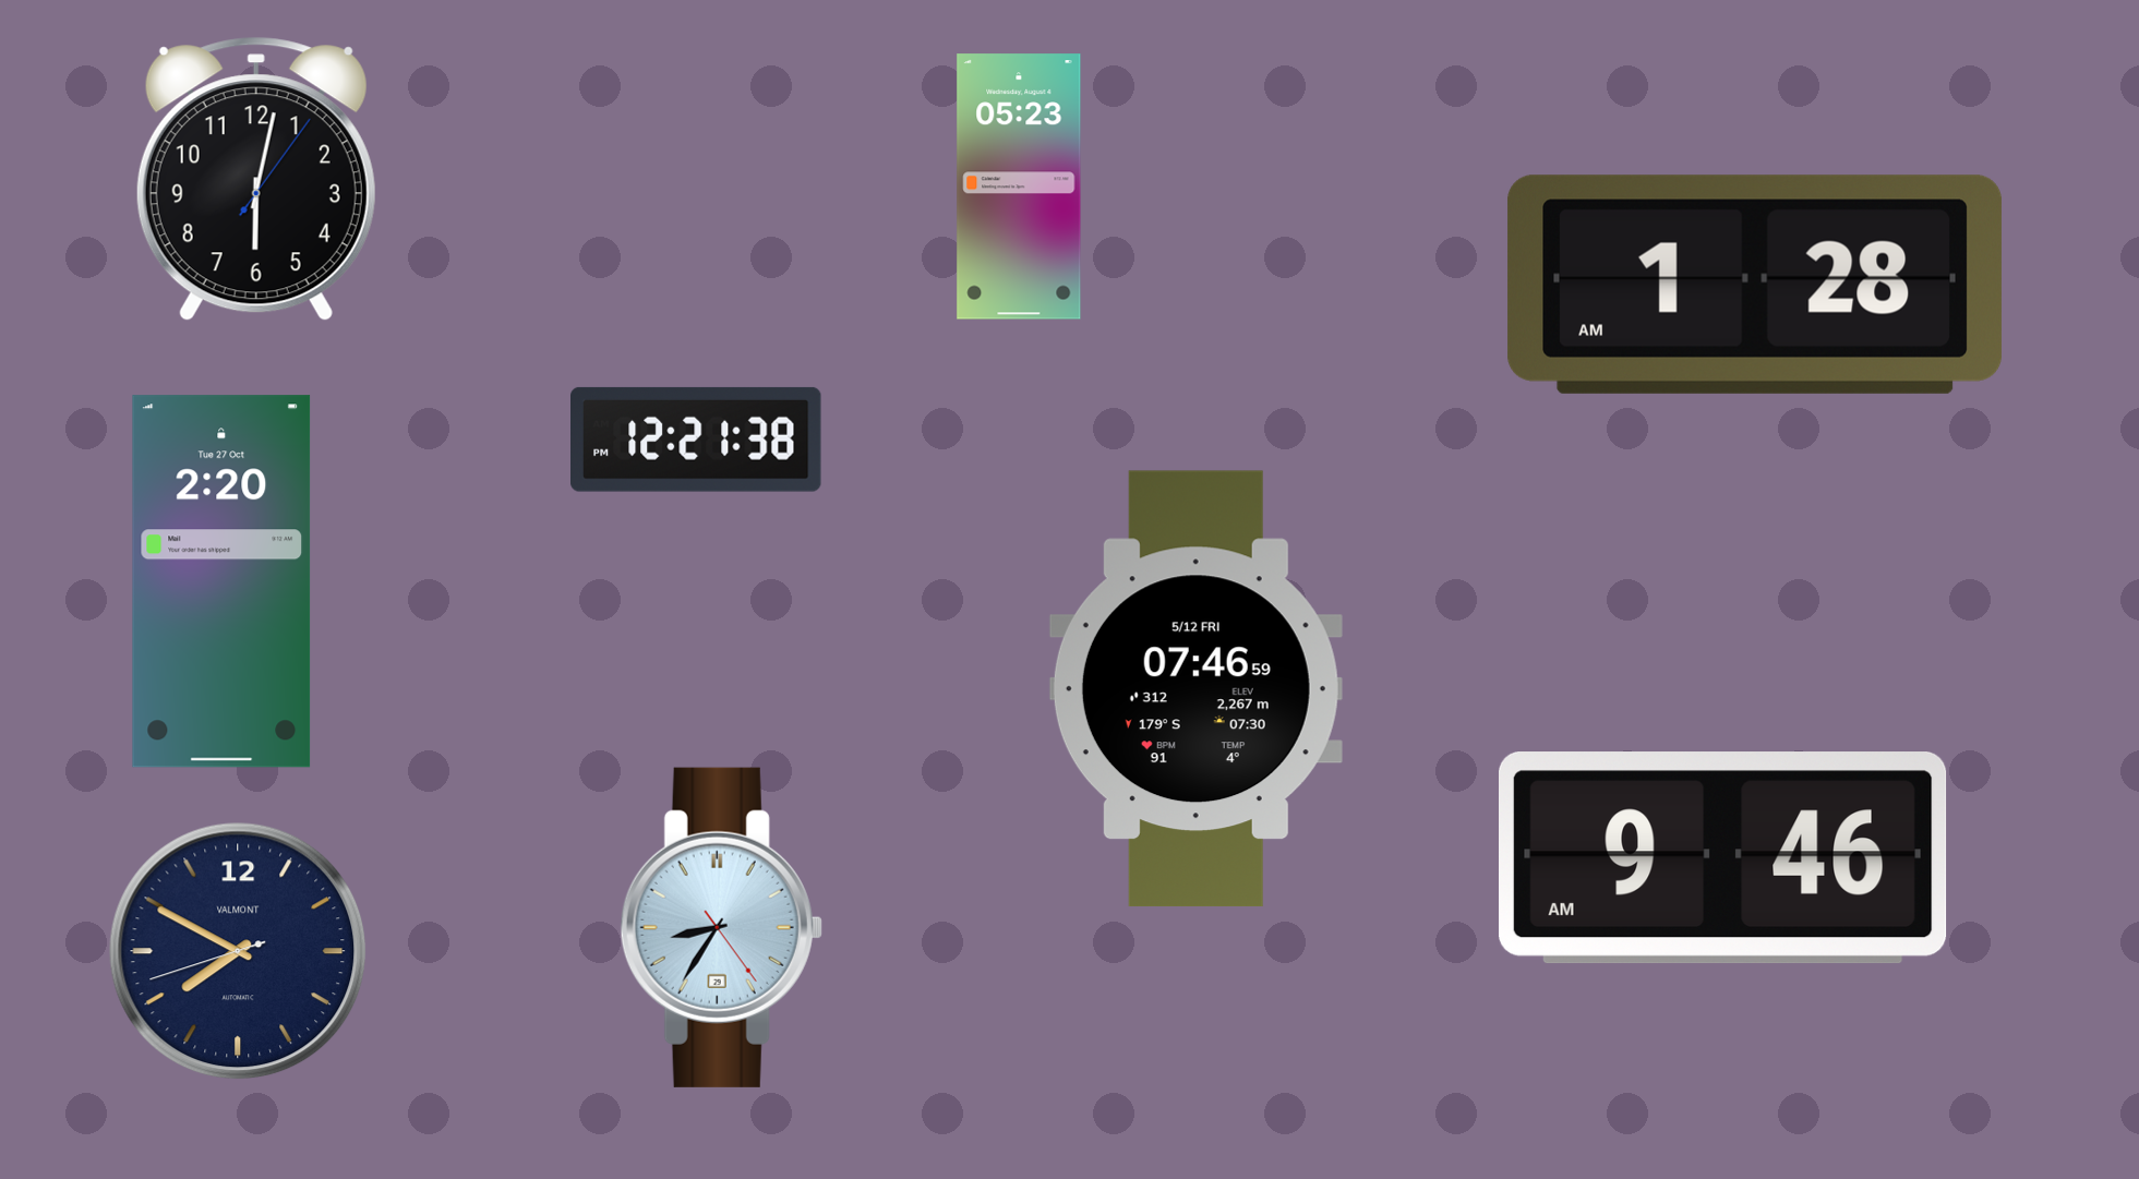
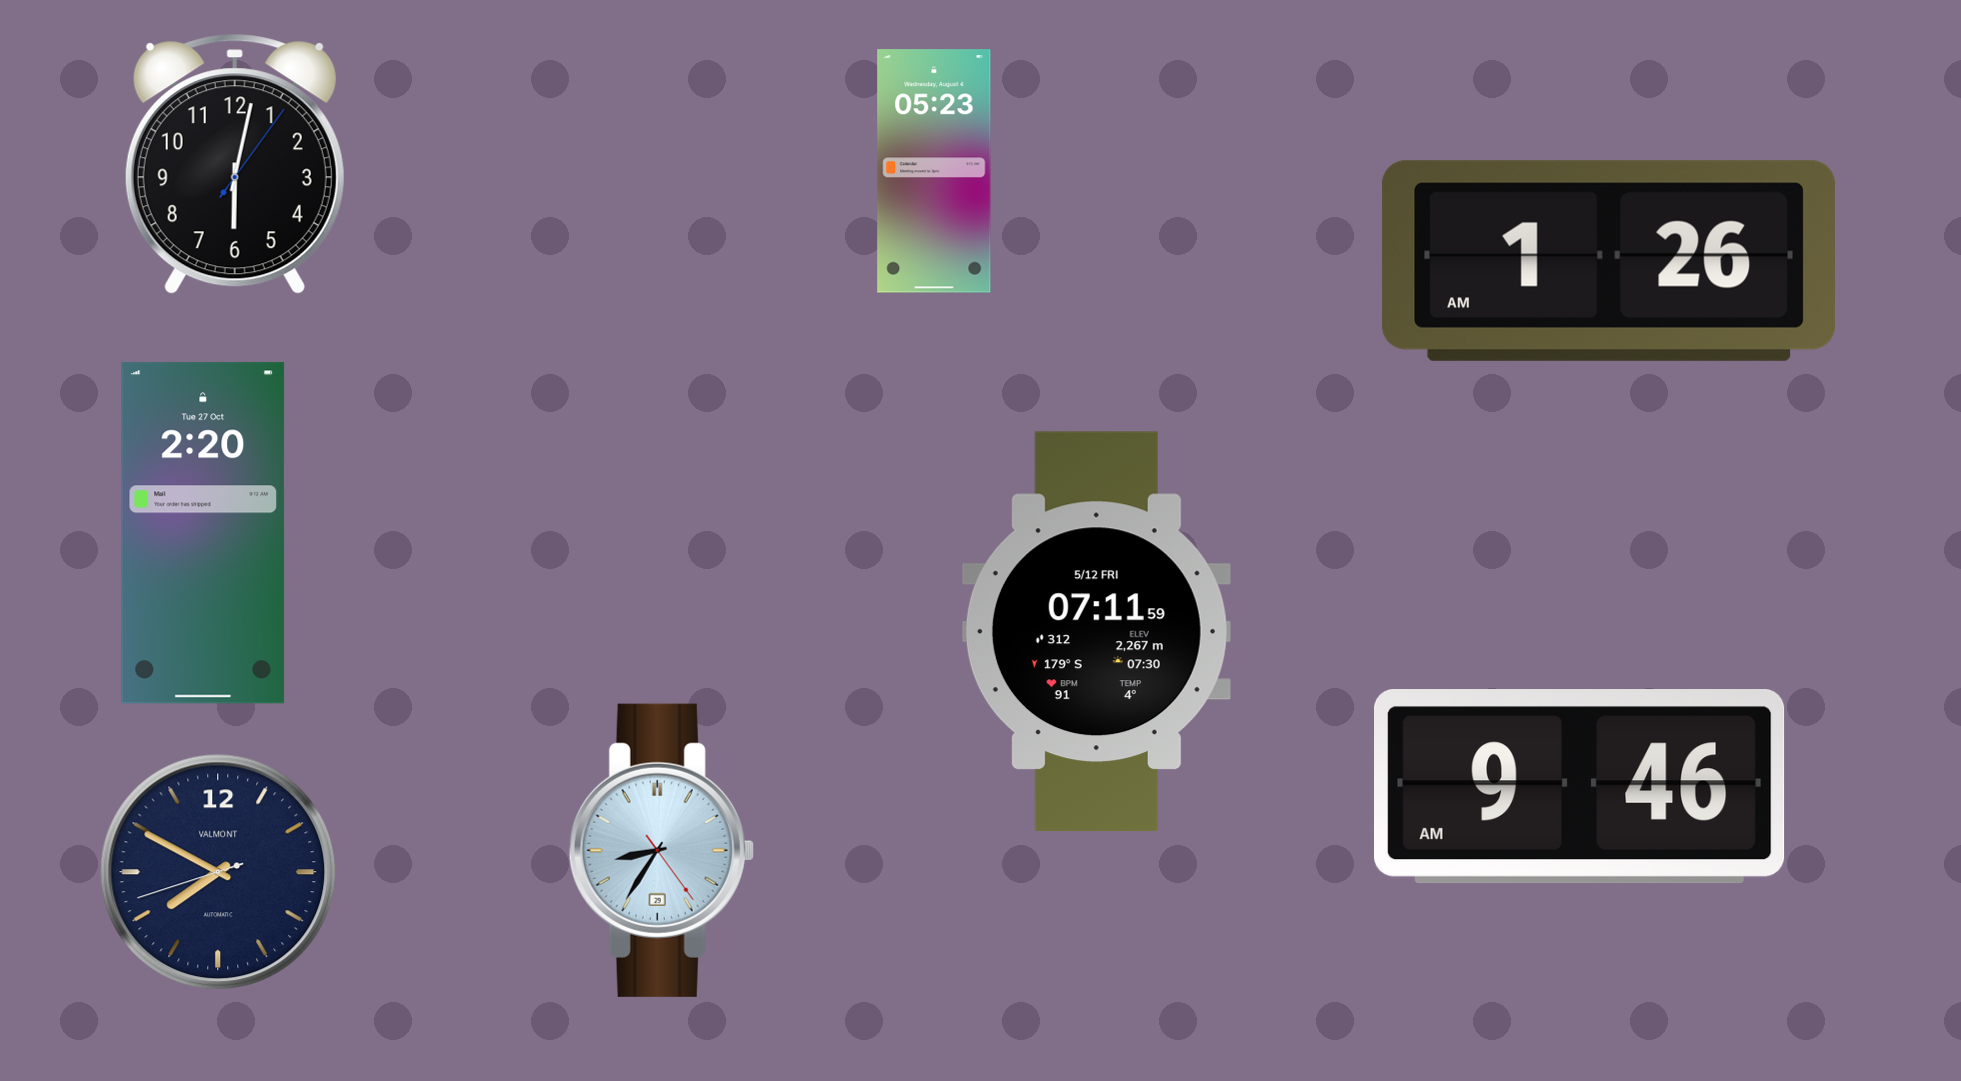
clock at (1755, 285): 1:28 -> 1:26
clock at (697, 440): 12:21 -> none
clock at (1195, 689): 07:46 -> 07:11
